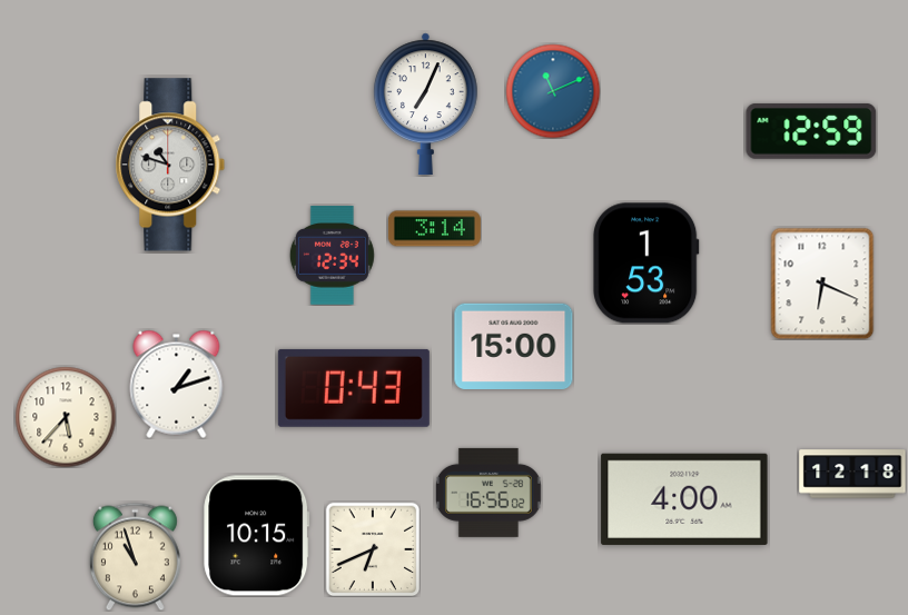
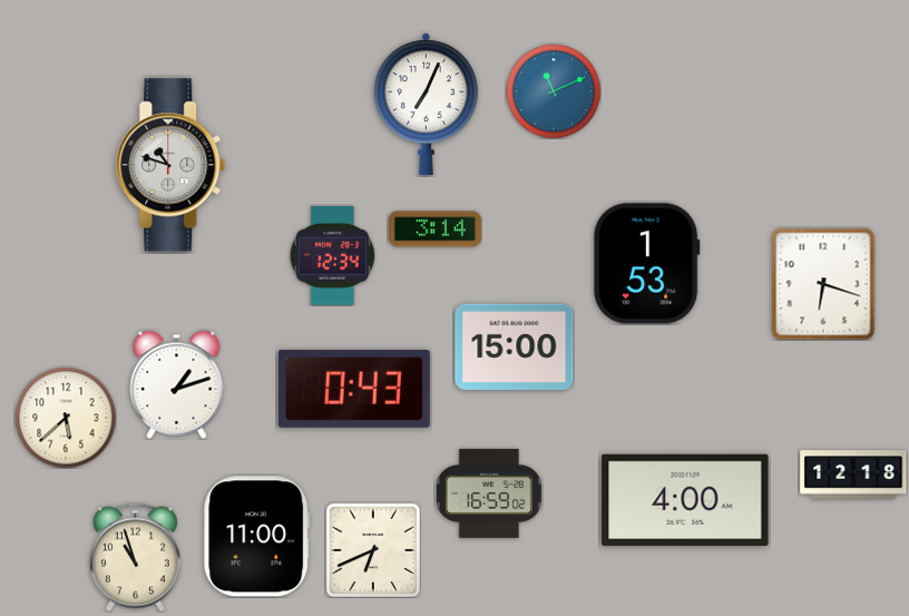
clock at (811, 131): 12:59 -> none
clock at (822, 284): 6:19 -> 6:18
clock at (66, 417): 5:37 -> 5:38
clock at (488, 493): 16:56 -> 16:59
clock at (257, 536): 10:15 -> 11:00
